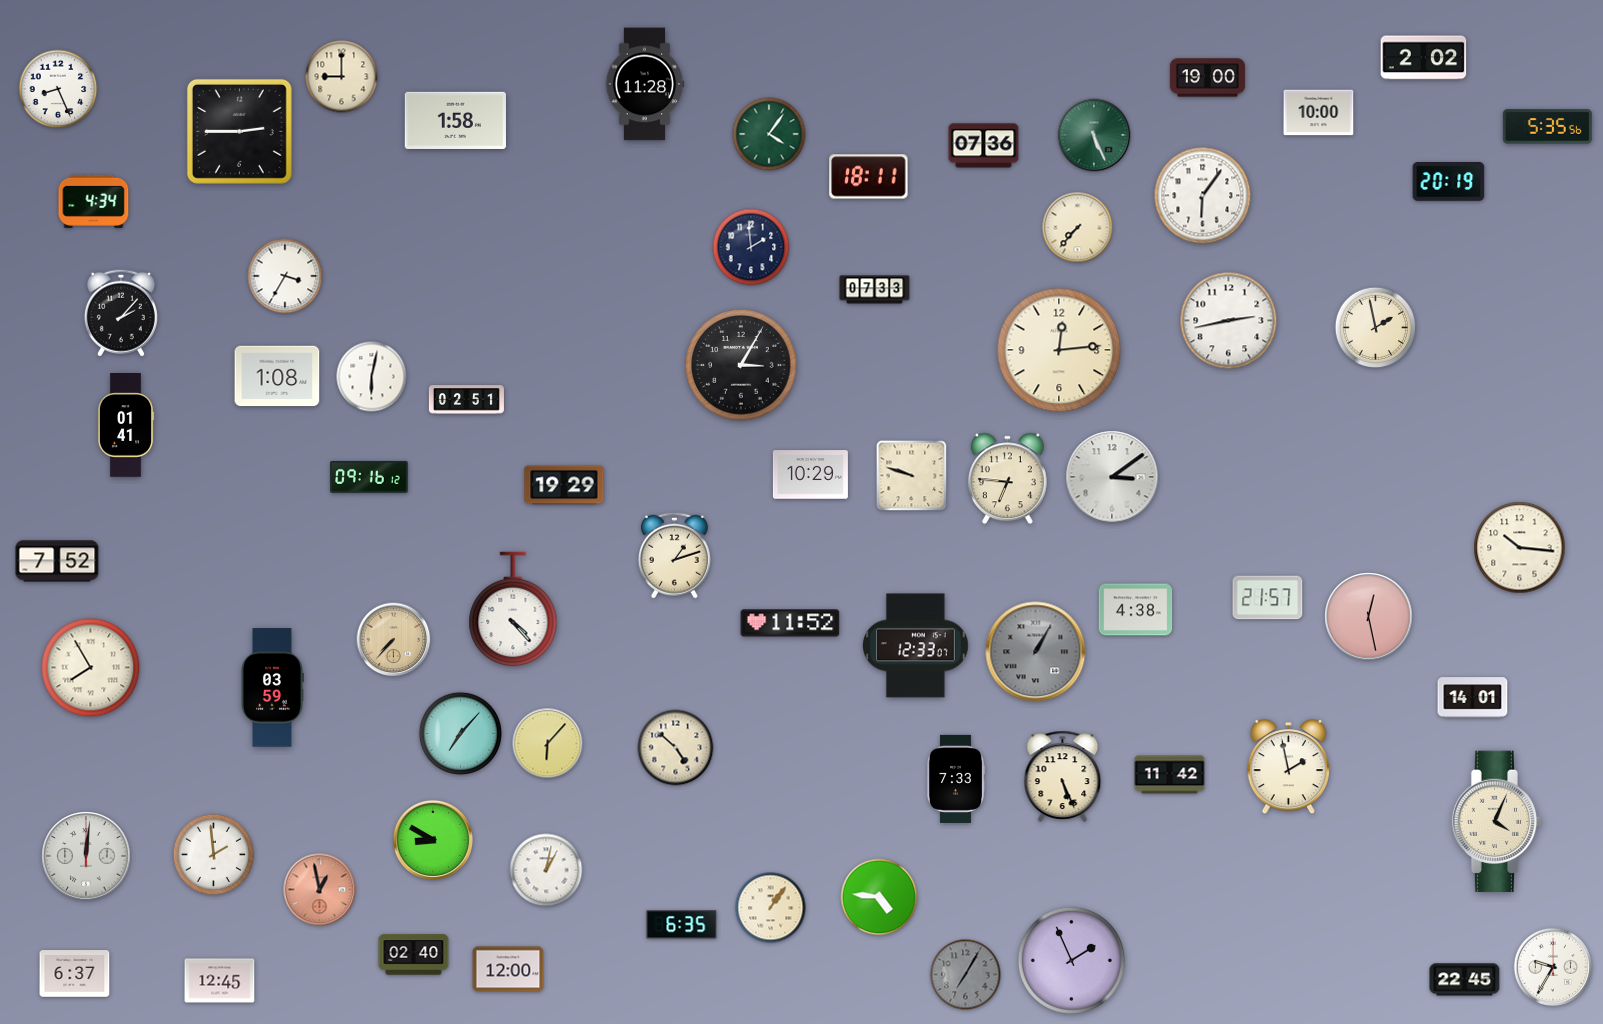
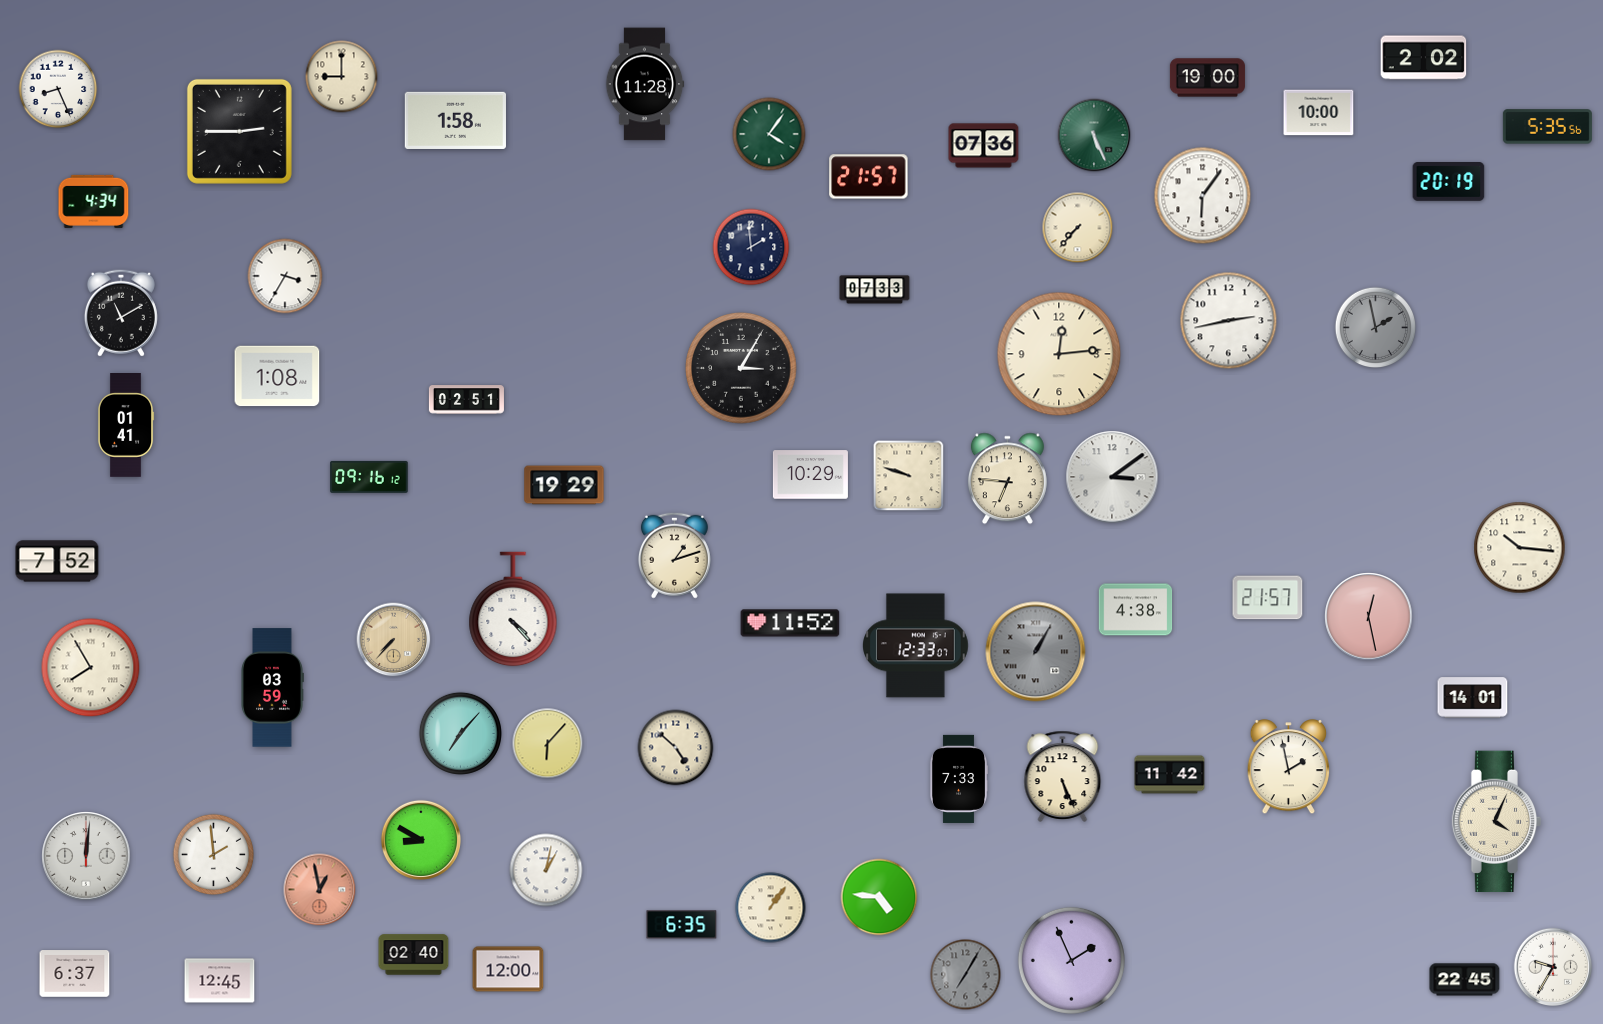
clock at (869, 177): 18:11 -> 21:57
clock at (121, 313): 2:07 -> 11:10
clock at (1376, 328) dial: cream -> grey
clock at (1059, 350) position: (1059, 350) -> (1059, 354)
clock at (741, 365) position: (741, 365) -> (741, 368)
clock at (372, 377): 6:02 -> none
clock at (912, 476) position: (912, 476) -> (909, 476)
clock at (956, 779) position: (956, 779) -> (959, 779)
clock at (433, 840) position: (433, 840) -> (421, 840)
